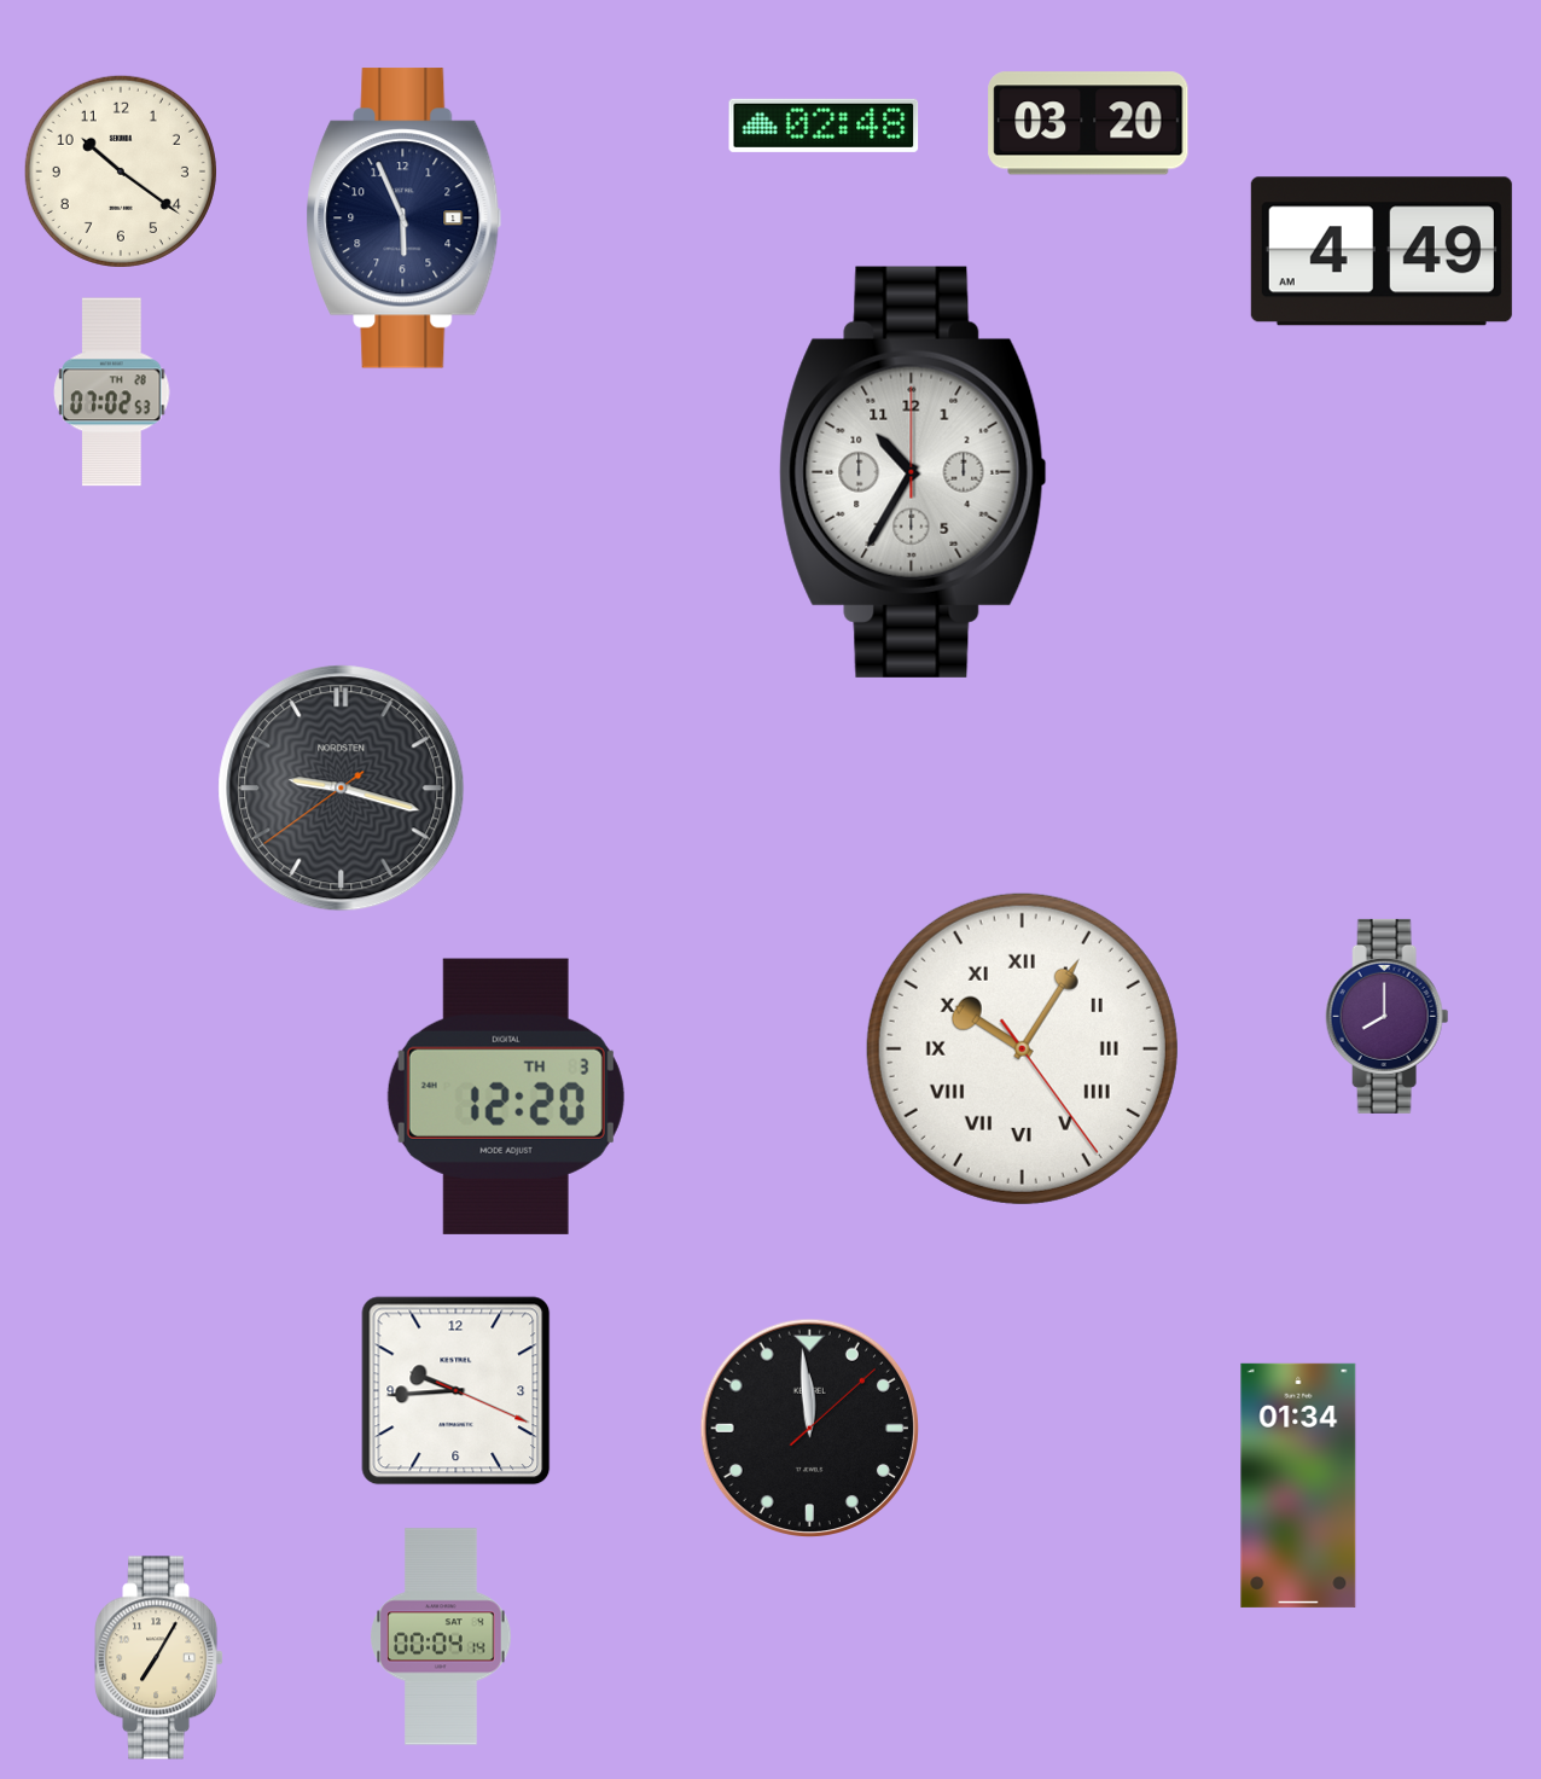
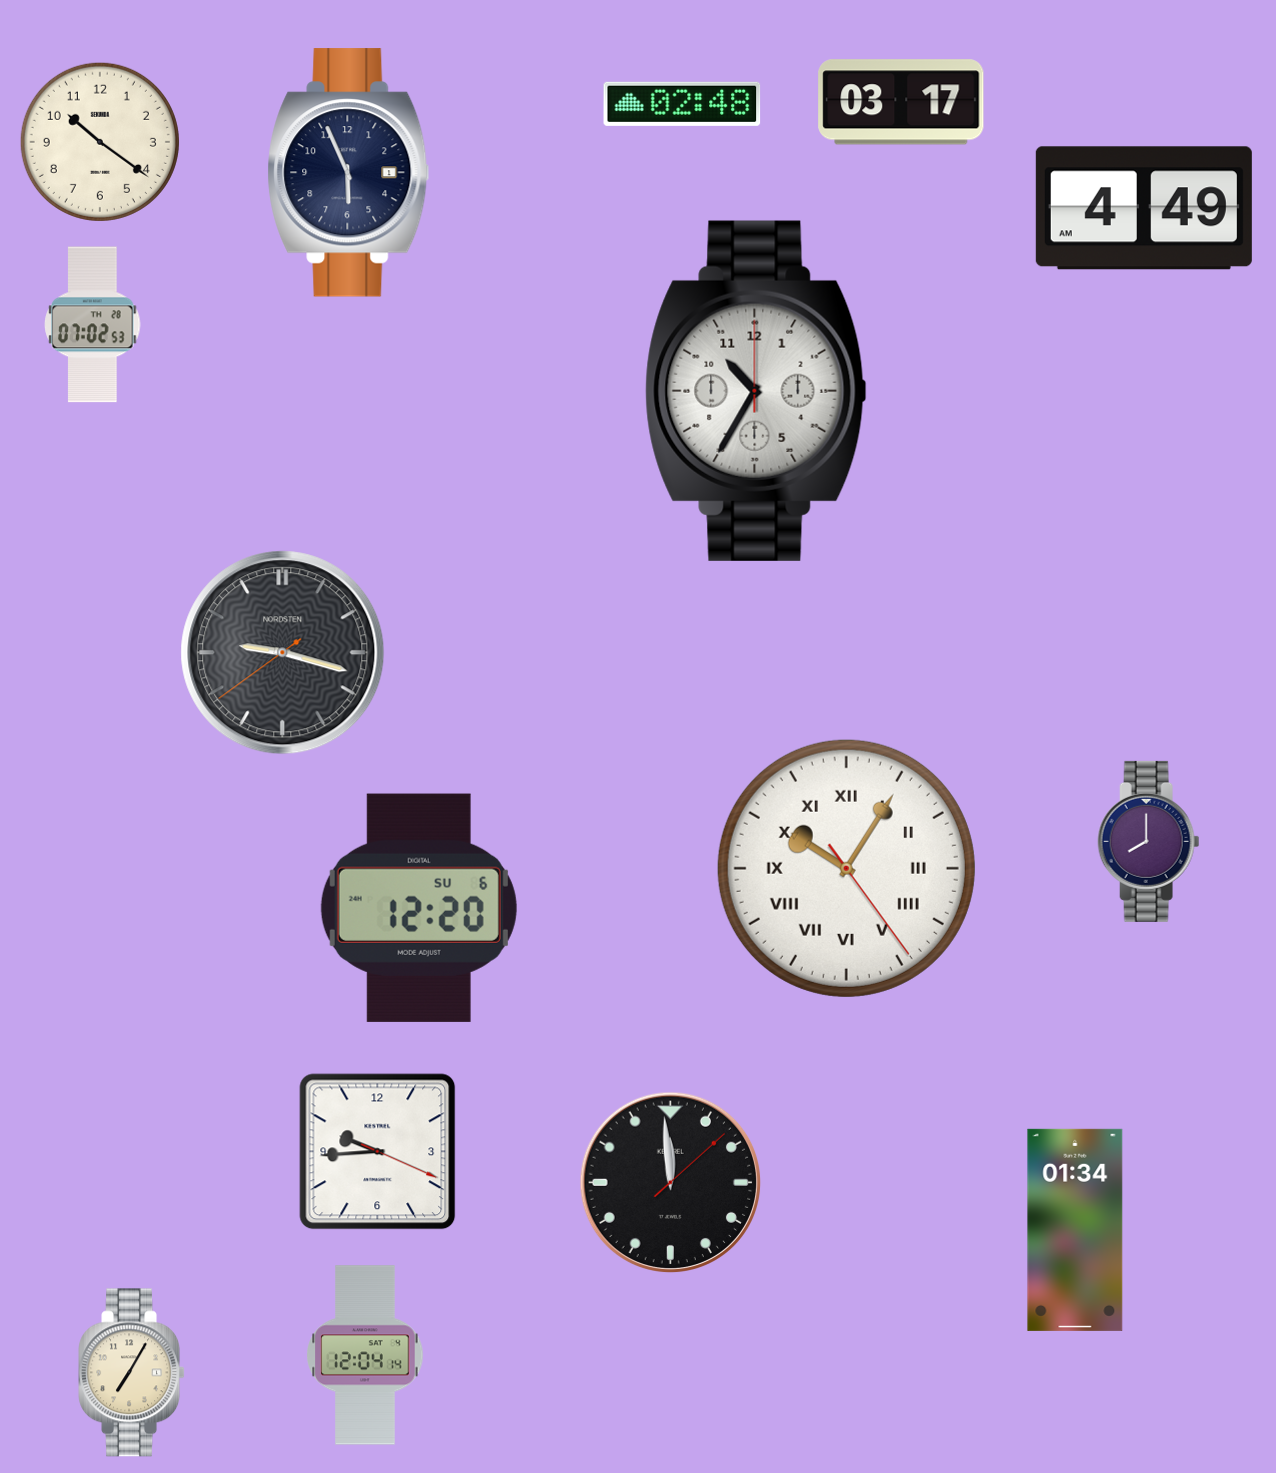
clock at (1088, 123): 03:20 -> 03:17
clock at (405, 219) position: (405, 219) -> (349, 173)
clock at (506, 1097) date: TH 3 -> SU 6
clock at (441, 1636): 00:04 -> 12:04
